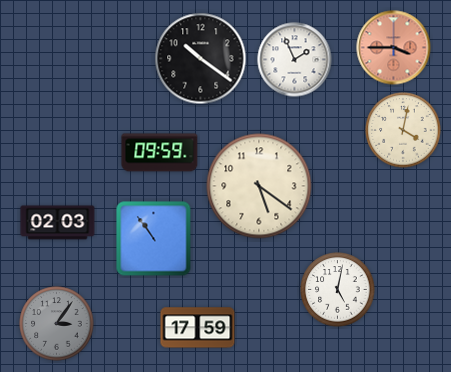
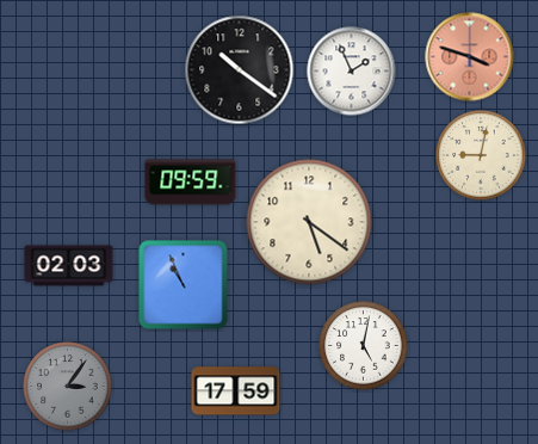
clock at (394, 48): 3:45 -> 3:48
clock at (403, 130): 4:02 -> 9:02
clock at (154, 239): 10:54 -> 10:56
clock at (338, 290) position: (338, 290) -> (364, 346)
